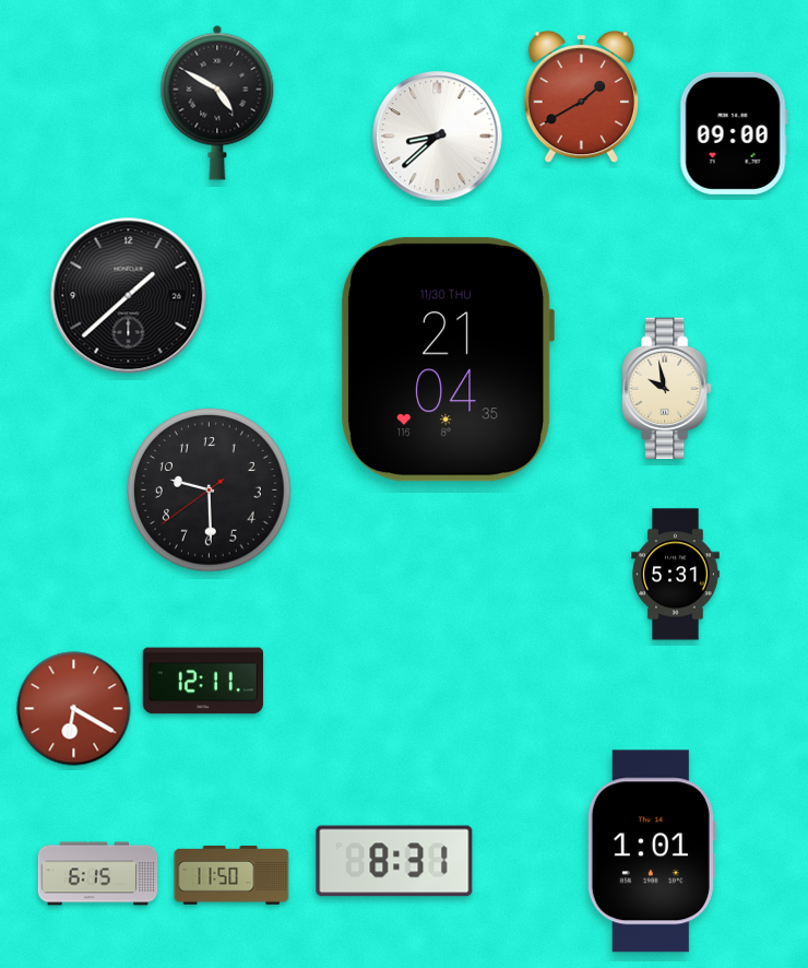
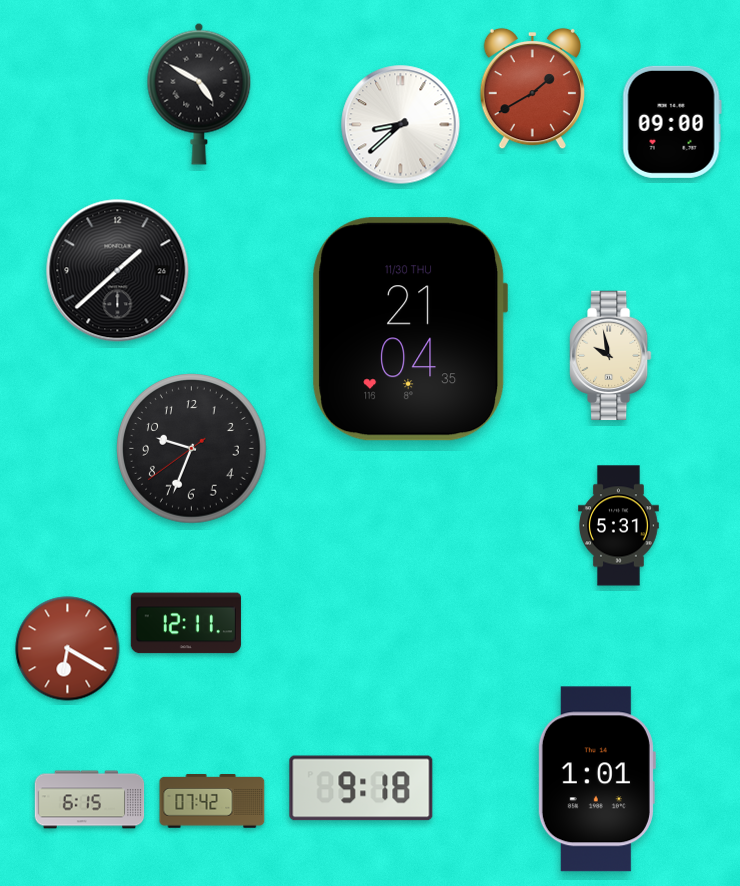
clock at (210, 491): 9:29 -> 9:33
clock at (394, 861): 8:31 -> 9:18
clock at (231, 876): 11:50 -> 07:42
